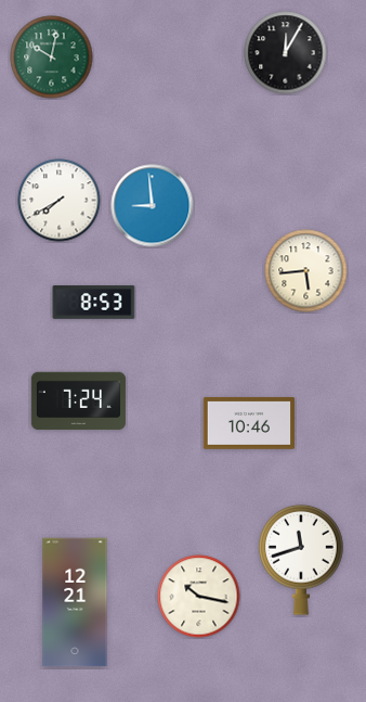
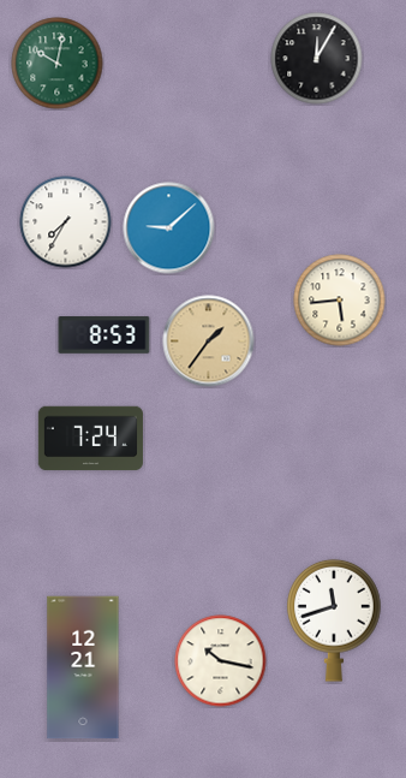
clock at (60, 201): 7:40 -> 7:35
clock at (153, 206): 8:59 -> 9:08
clock at (209, 342): none -> 1:36
clock at (78, 401) position: (78, 401) -> (90, 439)
clock at (249, 423): 10:46 -> none
